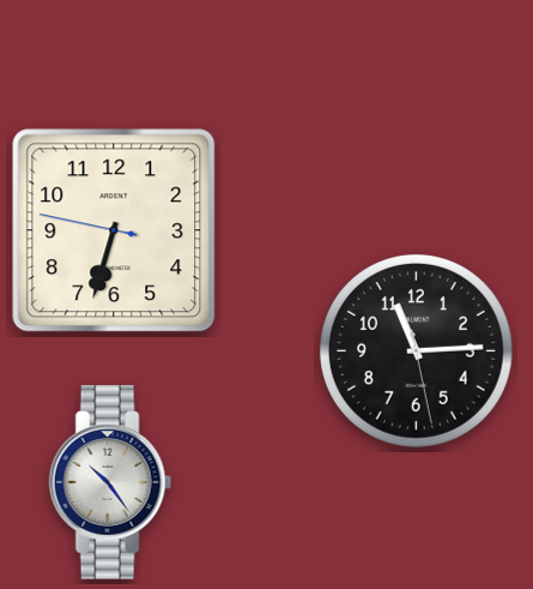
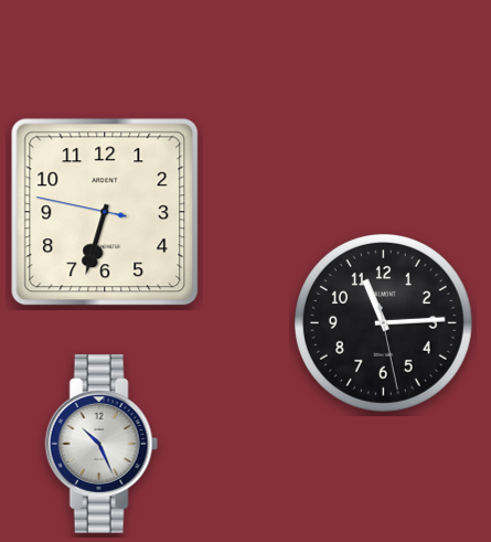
clock at (110, 483): 10:24 -> 10:26
